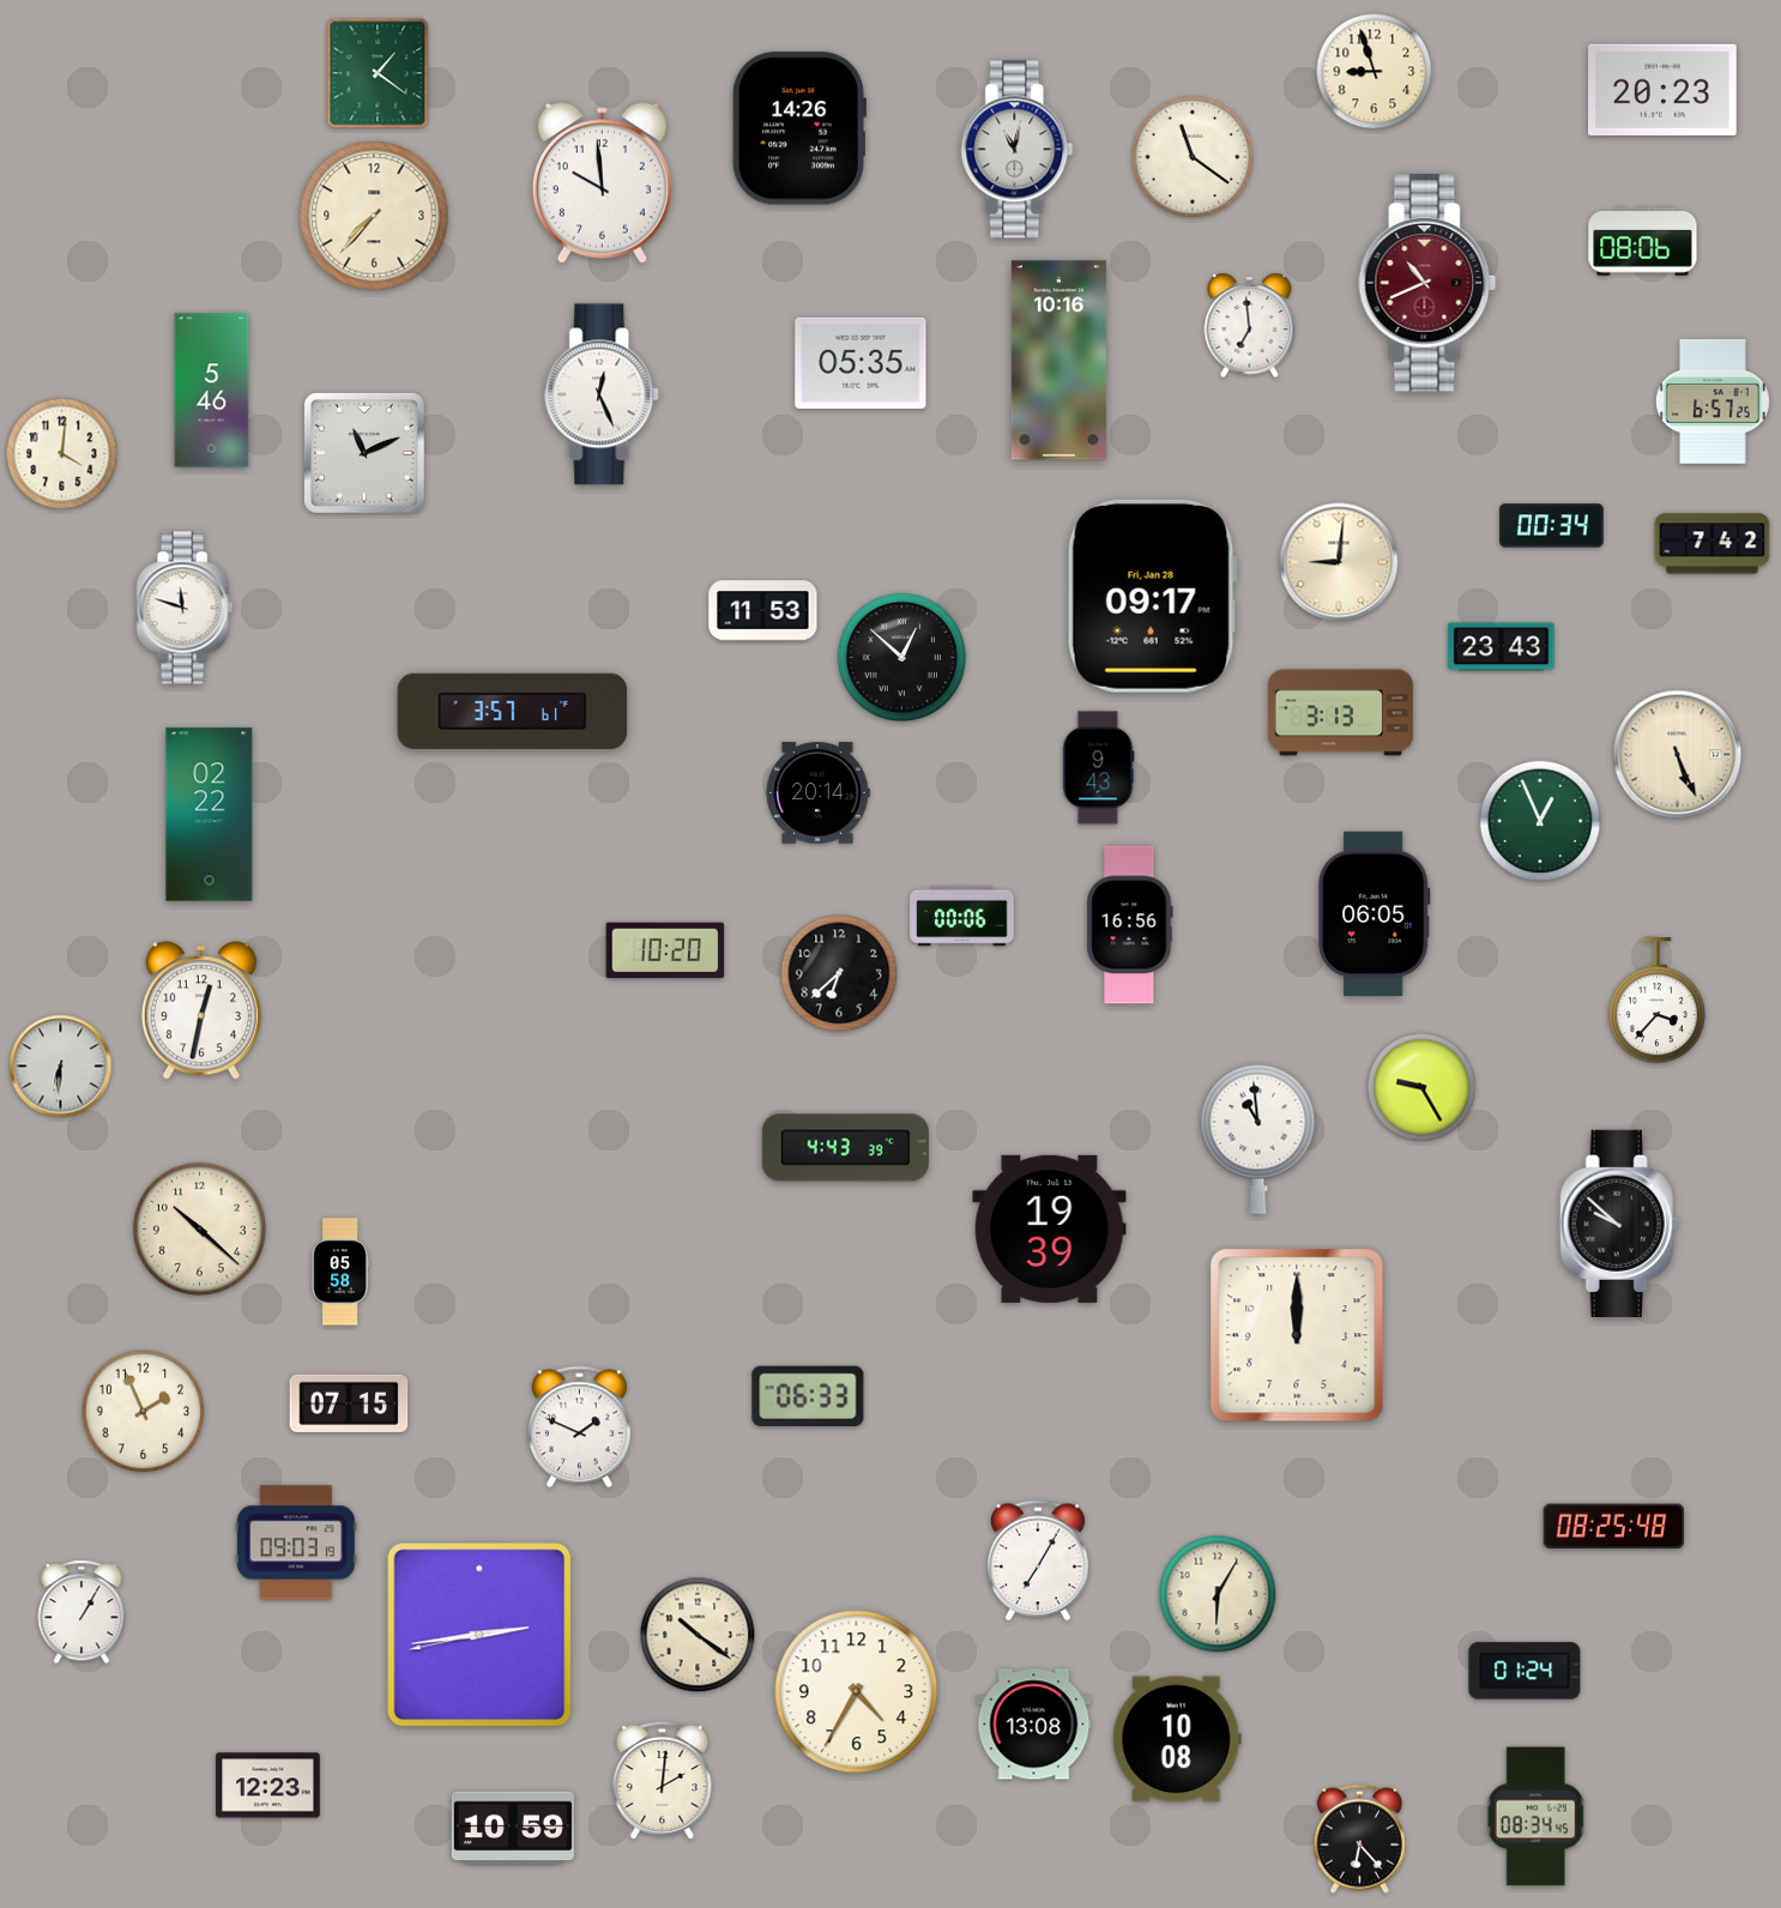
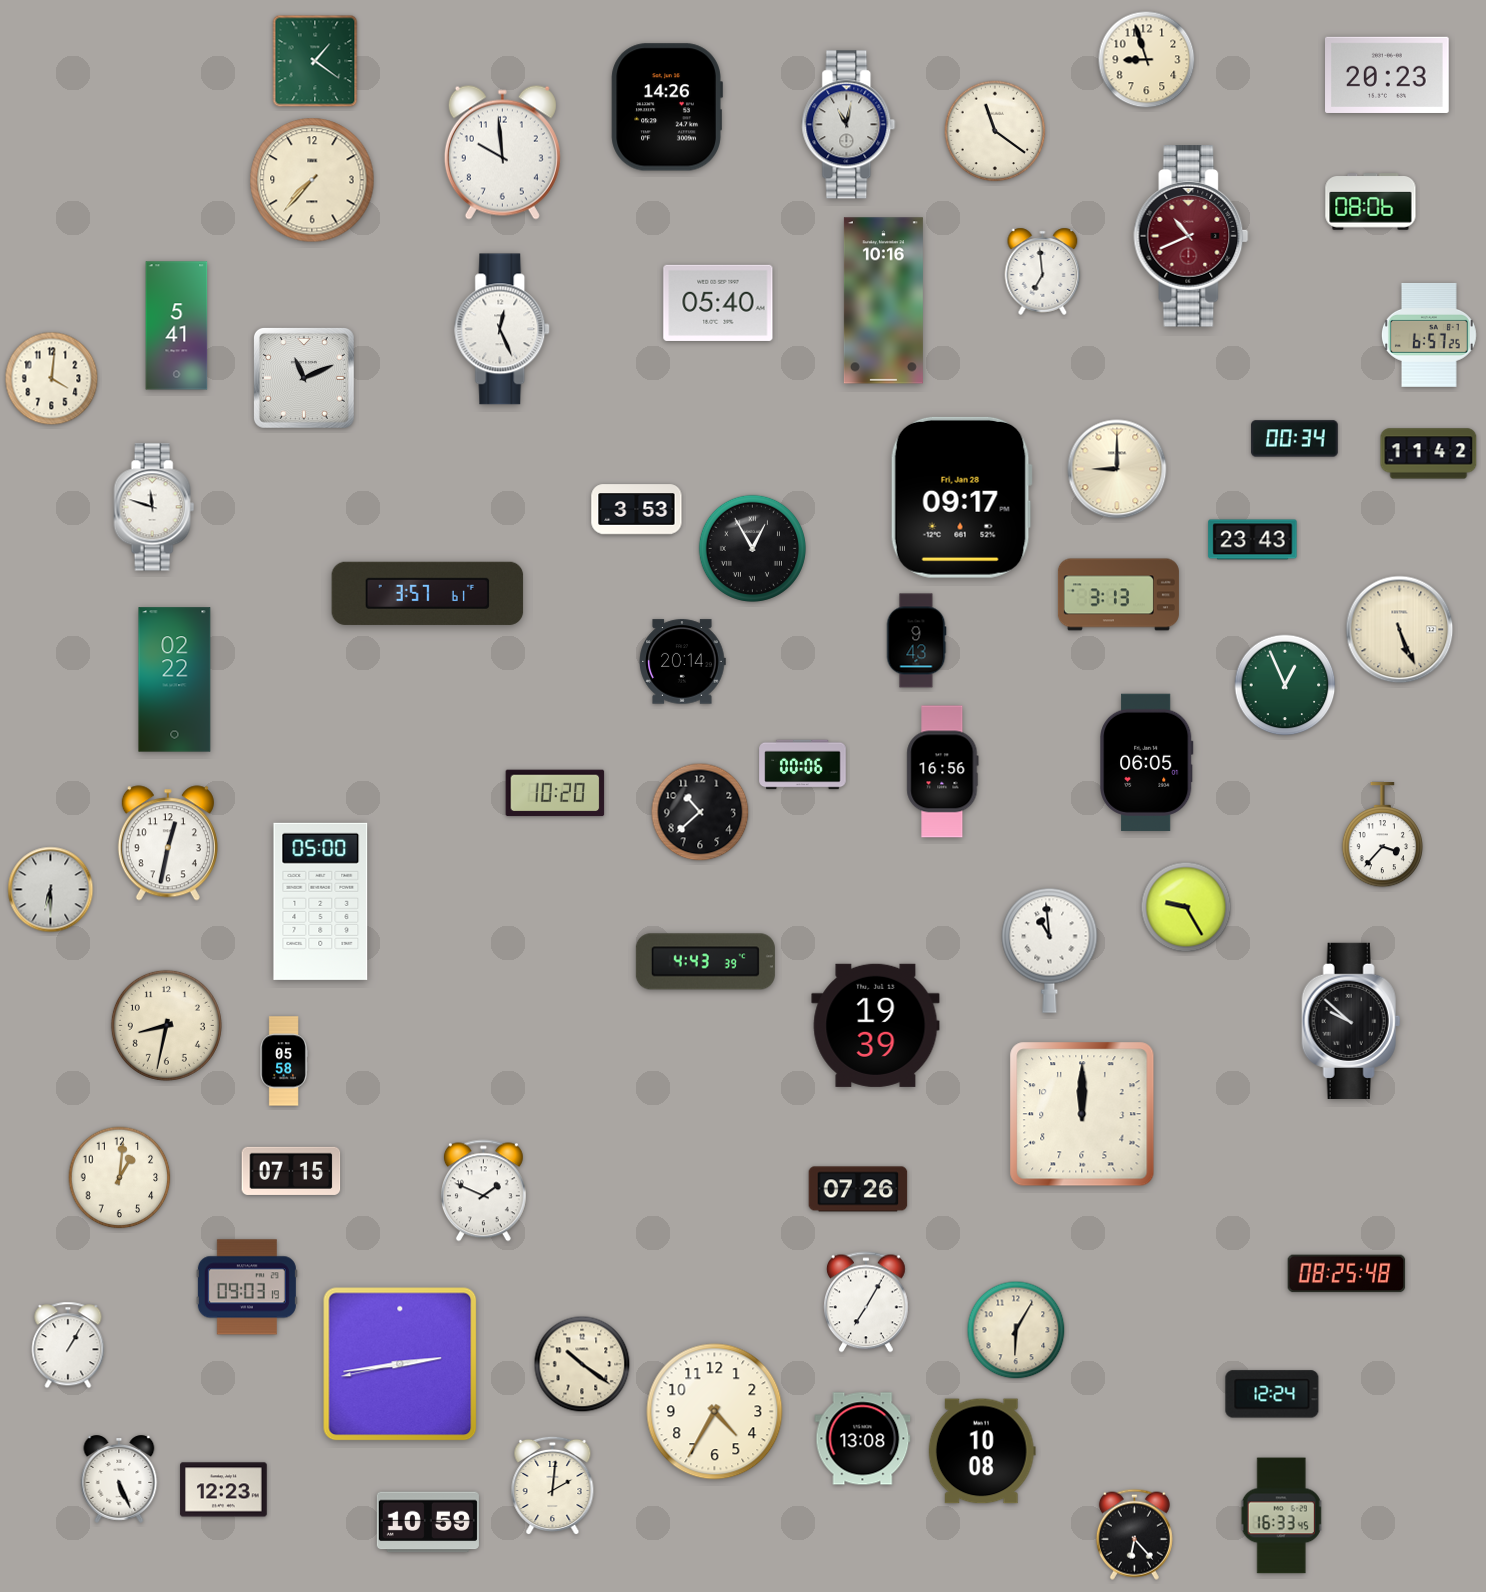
clock at (861, 363): 05:35 -> 05:40
clock at (212, 391): 5:46 -> 5:41
clock at (1713, 544): 7:42 -> 11:42
clock at (1339, 562): 9:01 -> 9:00
clock at (763, 611): 11:53 -> 3:53
clock at (901, 657): 12:52 -> 12:55
clock at (839, 973): 6:38 -> 10:38
clock at (61, 1067): 6:31 -> 6:30
clock at (321, 901): none -> 05:00
clock at (845, 1148) position: (845, 1148) -> (705, 962)
clock at (199, 1228): 10:22 -> 8:32
clock at (808, 1396): 06:33 -> none
clock at (144, 1412): 1:56 -> 1:01
clock at (858, 1189): none -> 07:26
clock at (1525, 1671): 01:24 -> 12:24
clock at (119, 1479): none -> 5:26
clock at (1537, 1817): 08:34 -> 16:33
clock at (513, 1828) position: (513, 1828) -> (428, 1522)
